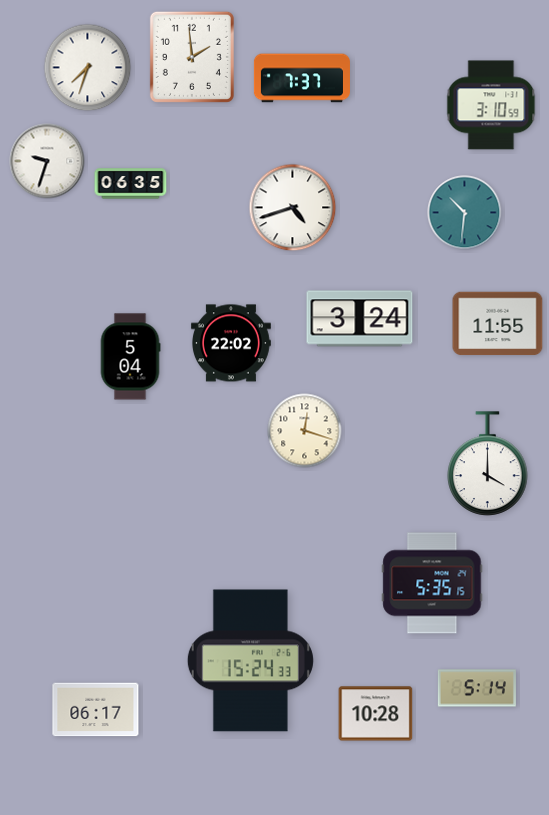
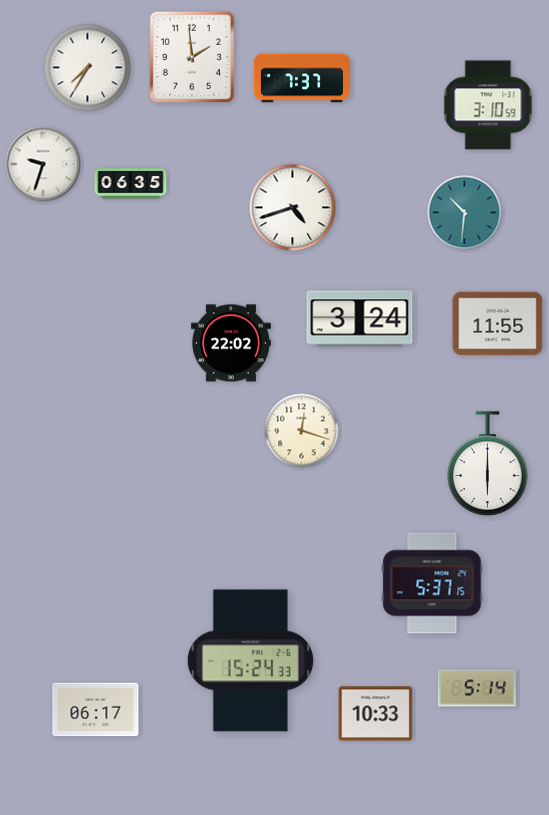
clock at (88, 68): 7:33 -> 7:35
clock at (491, 105) position: (491, 105) -> (488, 105)
clock at (47, 161) position: (47, 161) -> (43, 164)
clock at (130, 357): 5:04 -> none
clock at (305, 431) position: (305, 431) -> (302, 431)
clock at (488, 464): 4:00 -> 6:00
clock at (432, 583): 5:35 -> 5:37
clock at (376, 714): 10:28 -> 10:33
